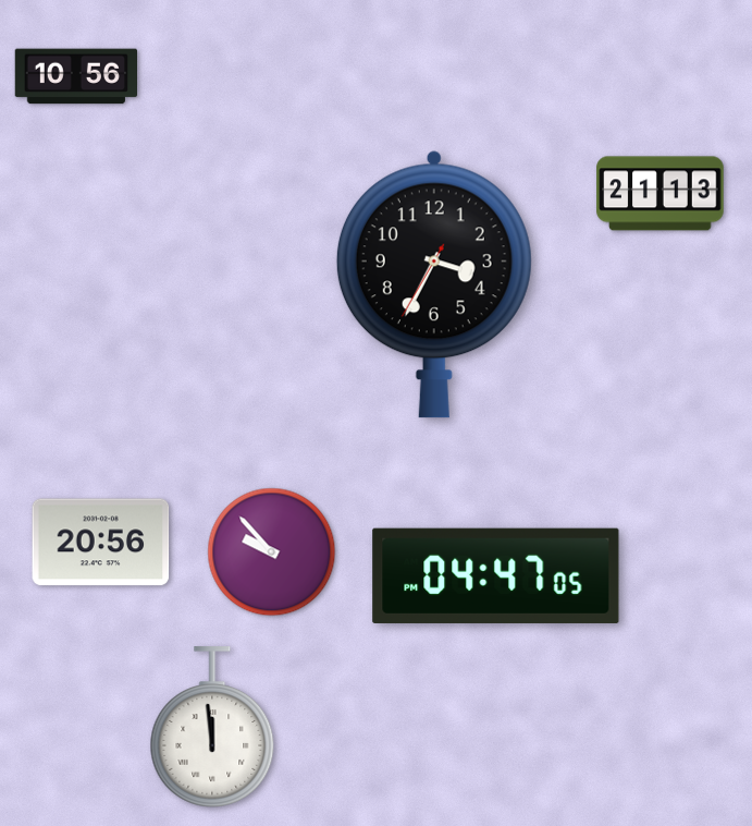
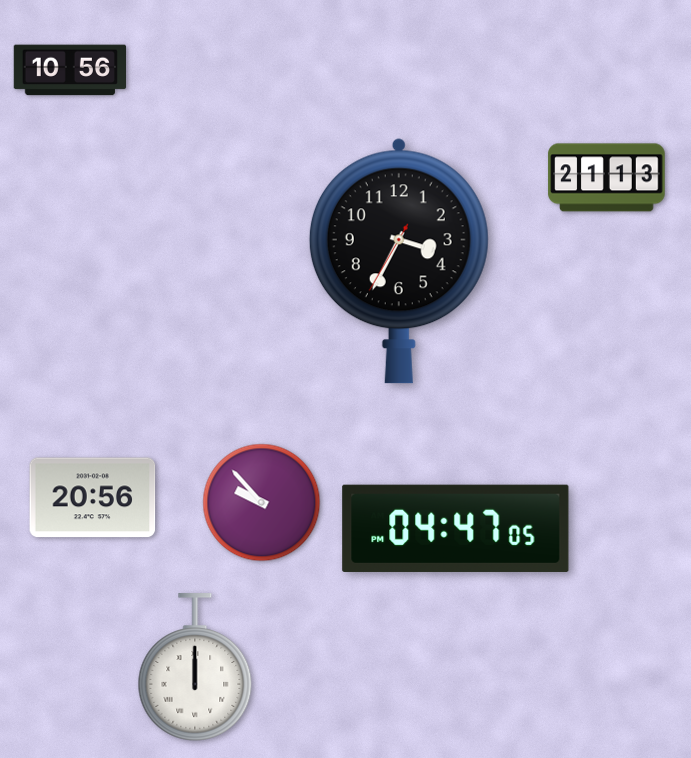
clock at (272, 552) position: (272, 552) -> (262, 503)
clock at (212, 727): 11:59 -> 12:00
